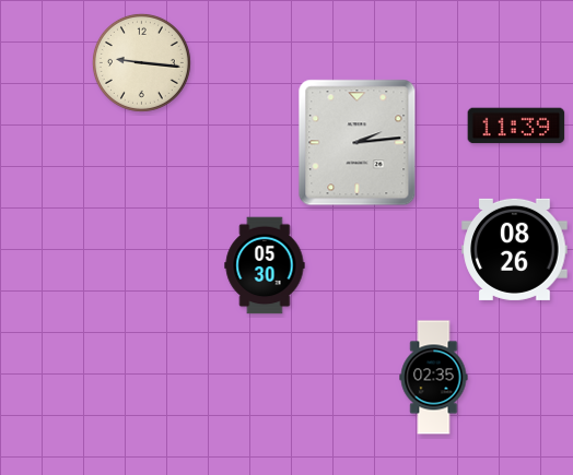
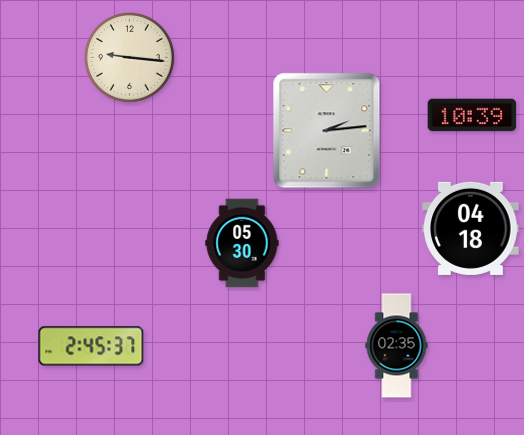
clock at (516, 126): 11:39 -> 10:39
clock at (515, 249): 08:26 -> 04:18
clock at (91, 346): none -> 2:45
